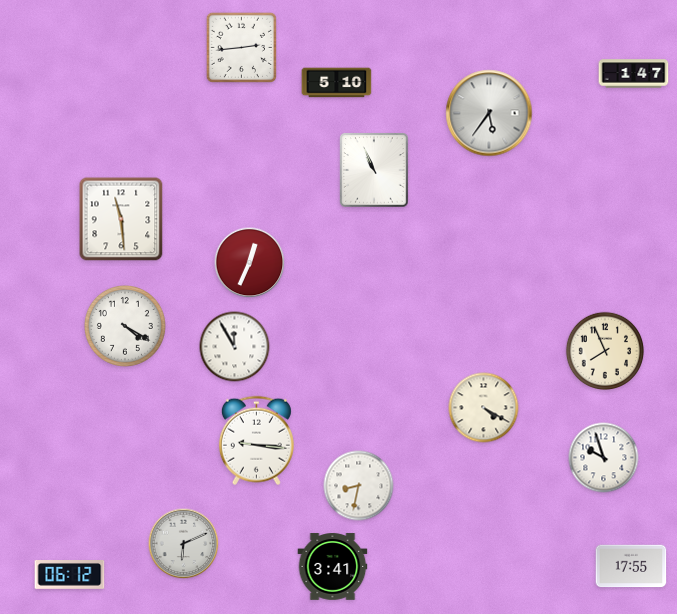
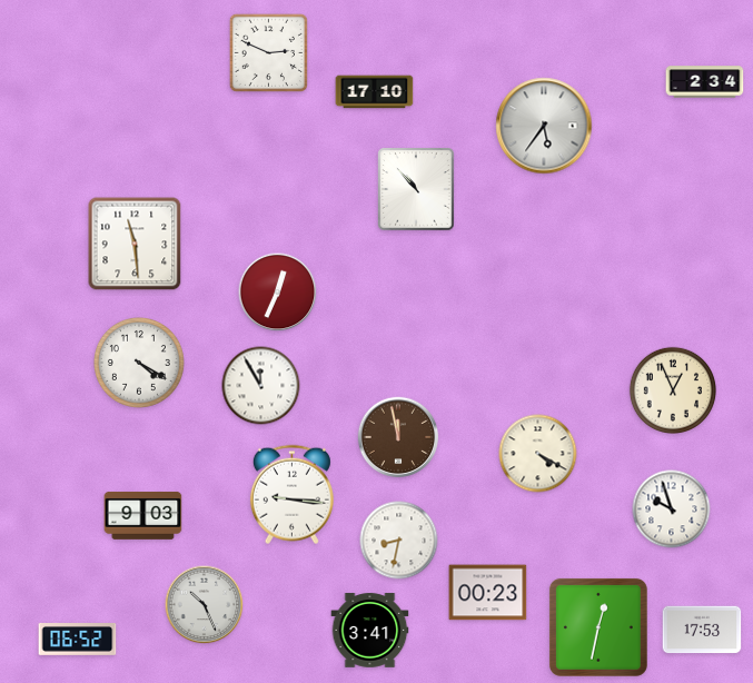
clock at (241, 47): 2:44 -> 2:49
clock at (634, 74): 1:47 -> 2:34
clock at (337, 83): 5:10 -> 17:10
clock at (374, 170): 10:56 -> 10:53
clock at (604, 350): 7:56 -> 12:56
clock at (398, 437): none -> 11:58
clock at (256, 441) position: (256, 441) -> (291, 495)
clock at (143, 516): none -> 9:03
clock at (488, 593): none -> 00:23
clock at (184, 544): 6:11 -> 10:26
clock at (598, 627): none -> 12:32
clock at (631, 566): 17:55 -> 17:53
clock at (70, 575): 06:12 -> 06:52
